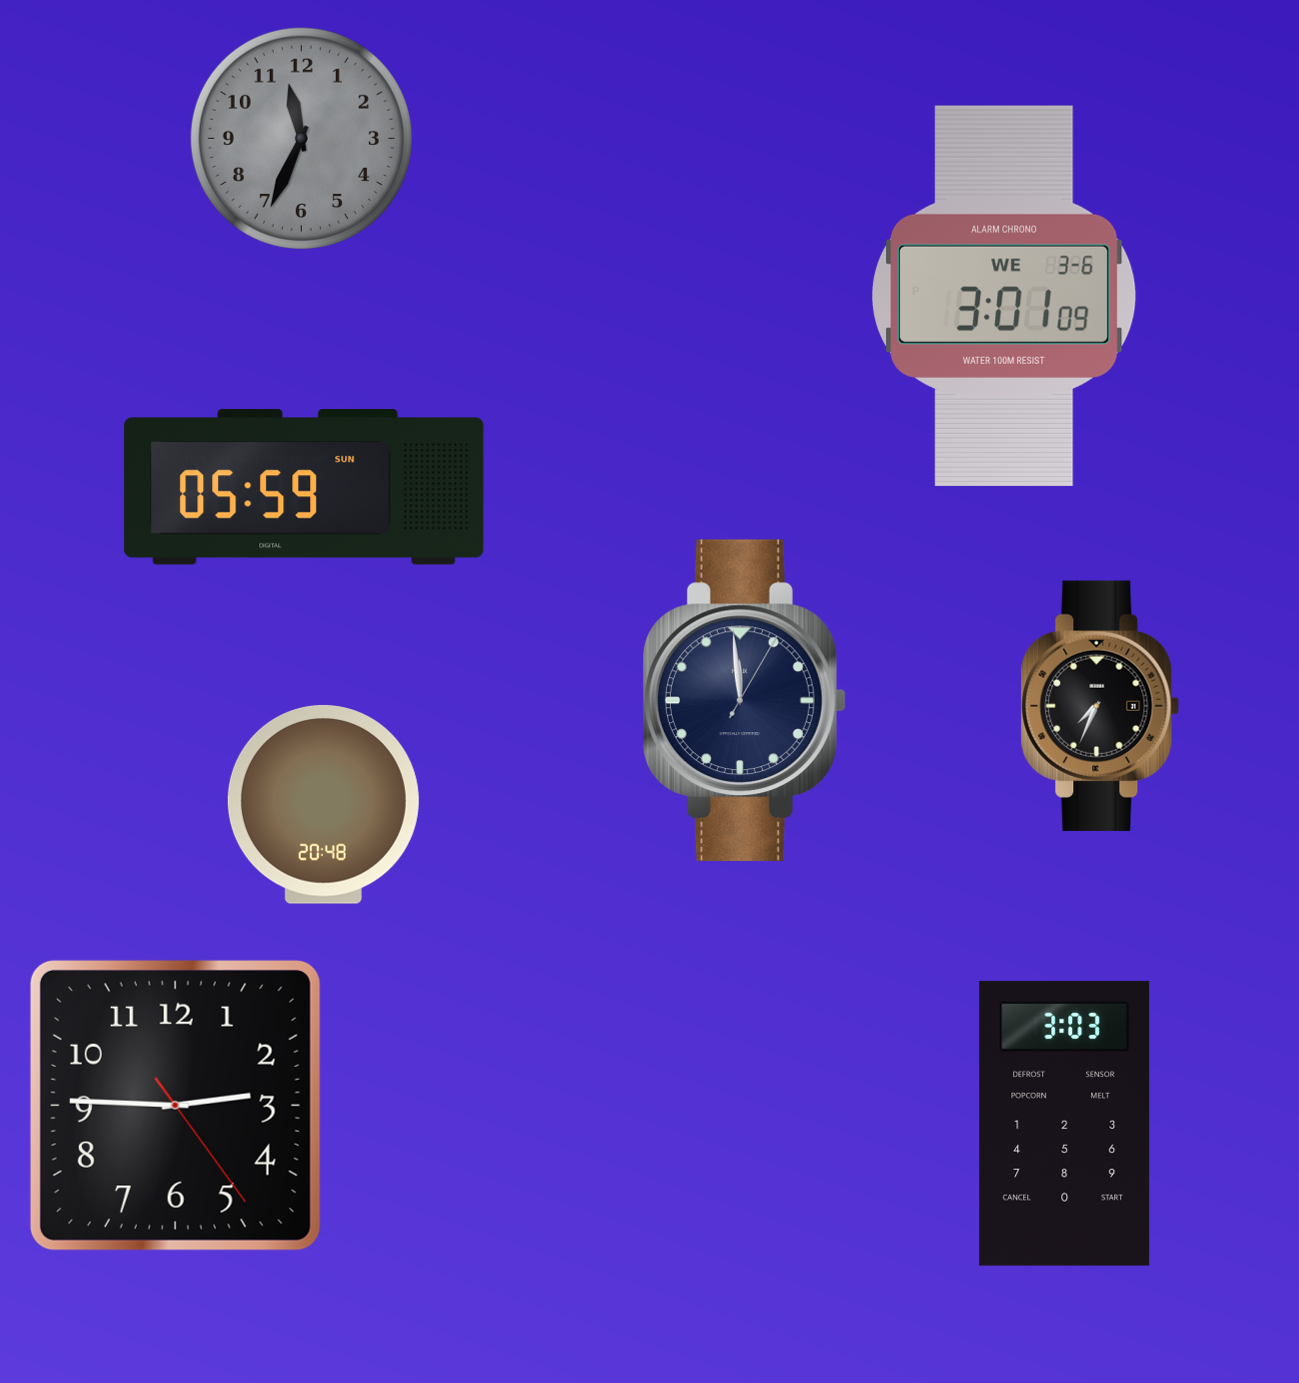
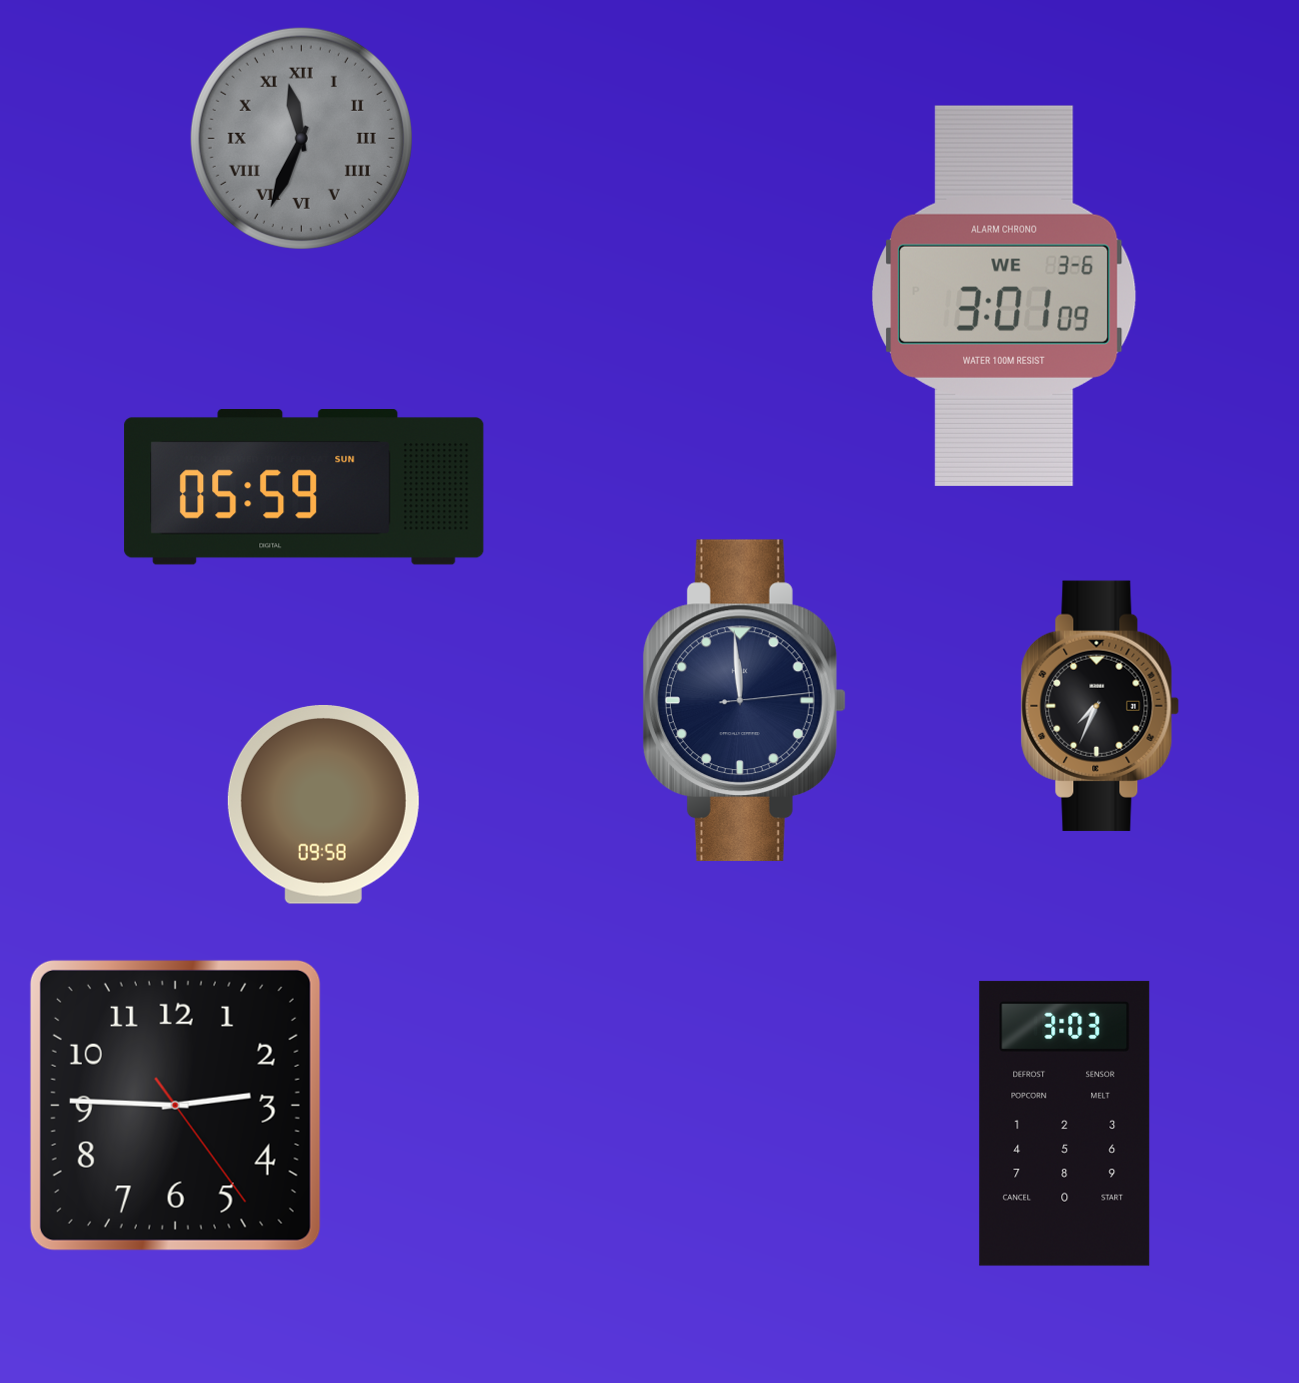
clock at (301, 138) numerals: Arabic -> Roman
clock at (744, 700): 11:59:05 -> 11:59:14
clock at (323, 804): 20:48 -> 09:58
